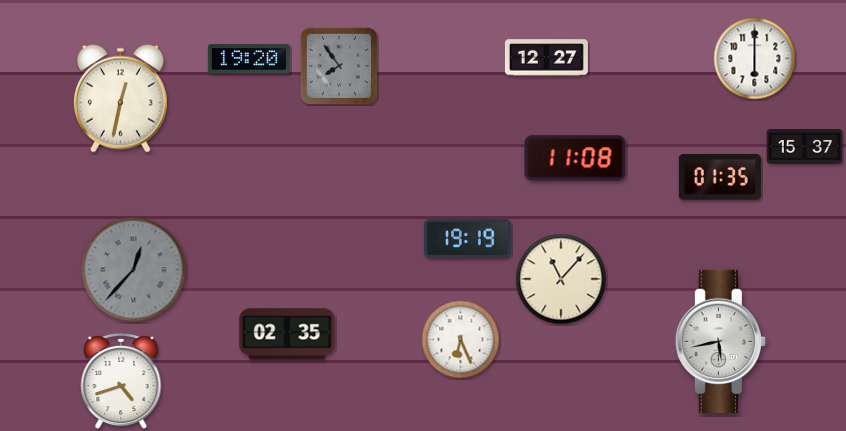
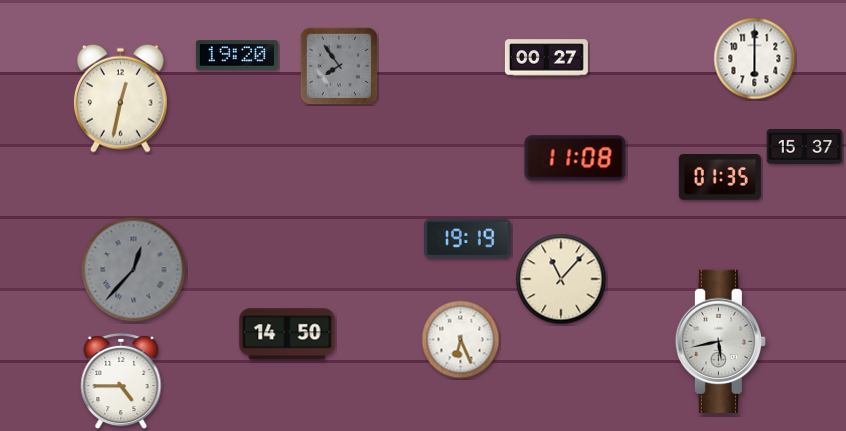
clock at (546, 58): 12:27 -> 00:27
clock at (249, 59) position: (249, 59) -> (237, 55)
clock at (287, 334): 02:35 -> 14:50
clock at (121, 381): 4:42 -> 4:45
